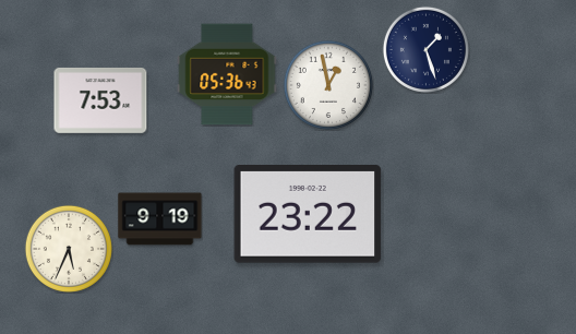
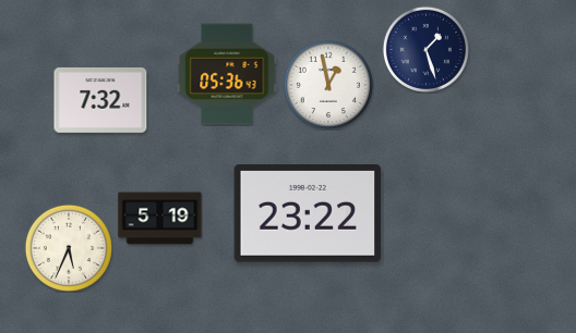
clock at (100, 100): 7:53 -> 7:32
clock at (160, 219): 9:19 -> 5:19
